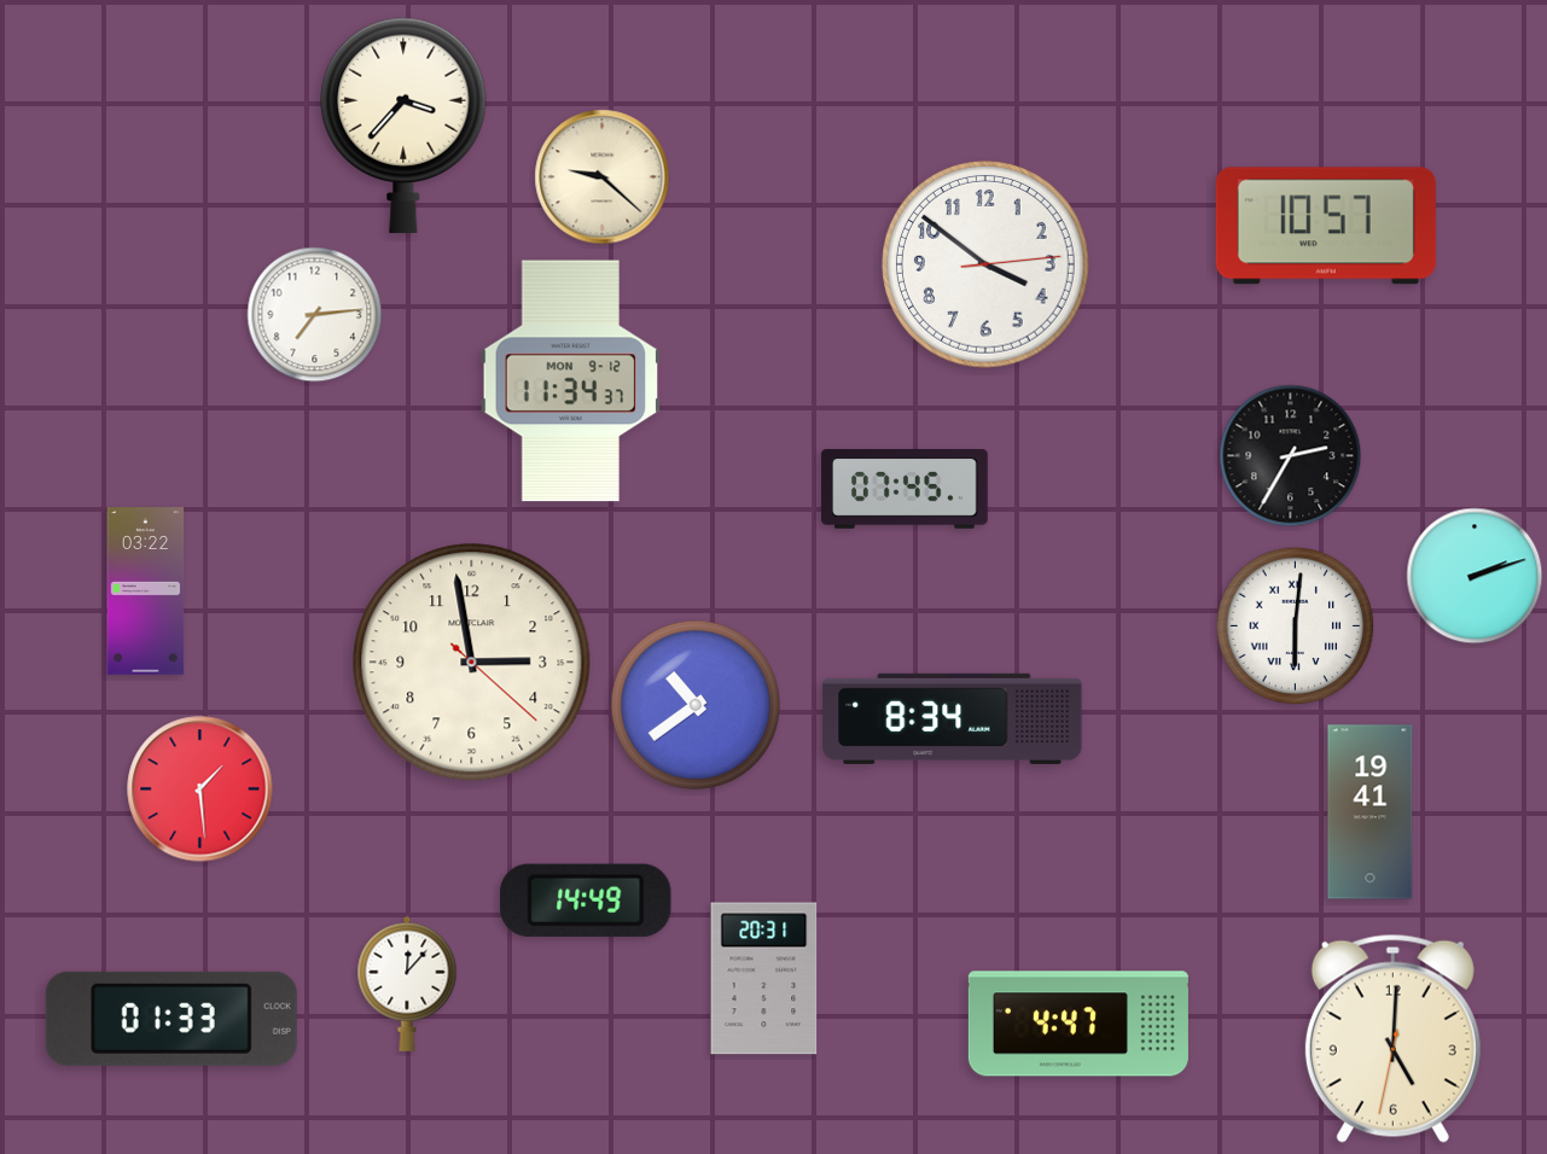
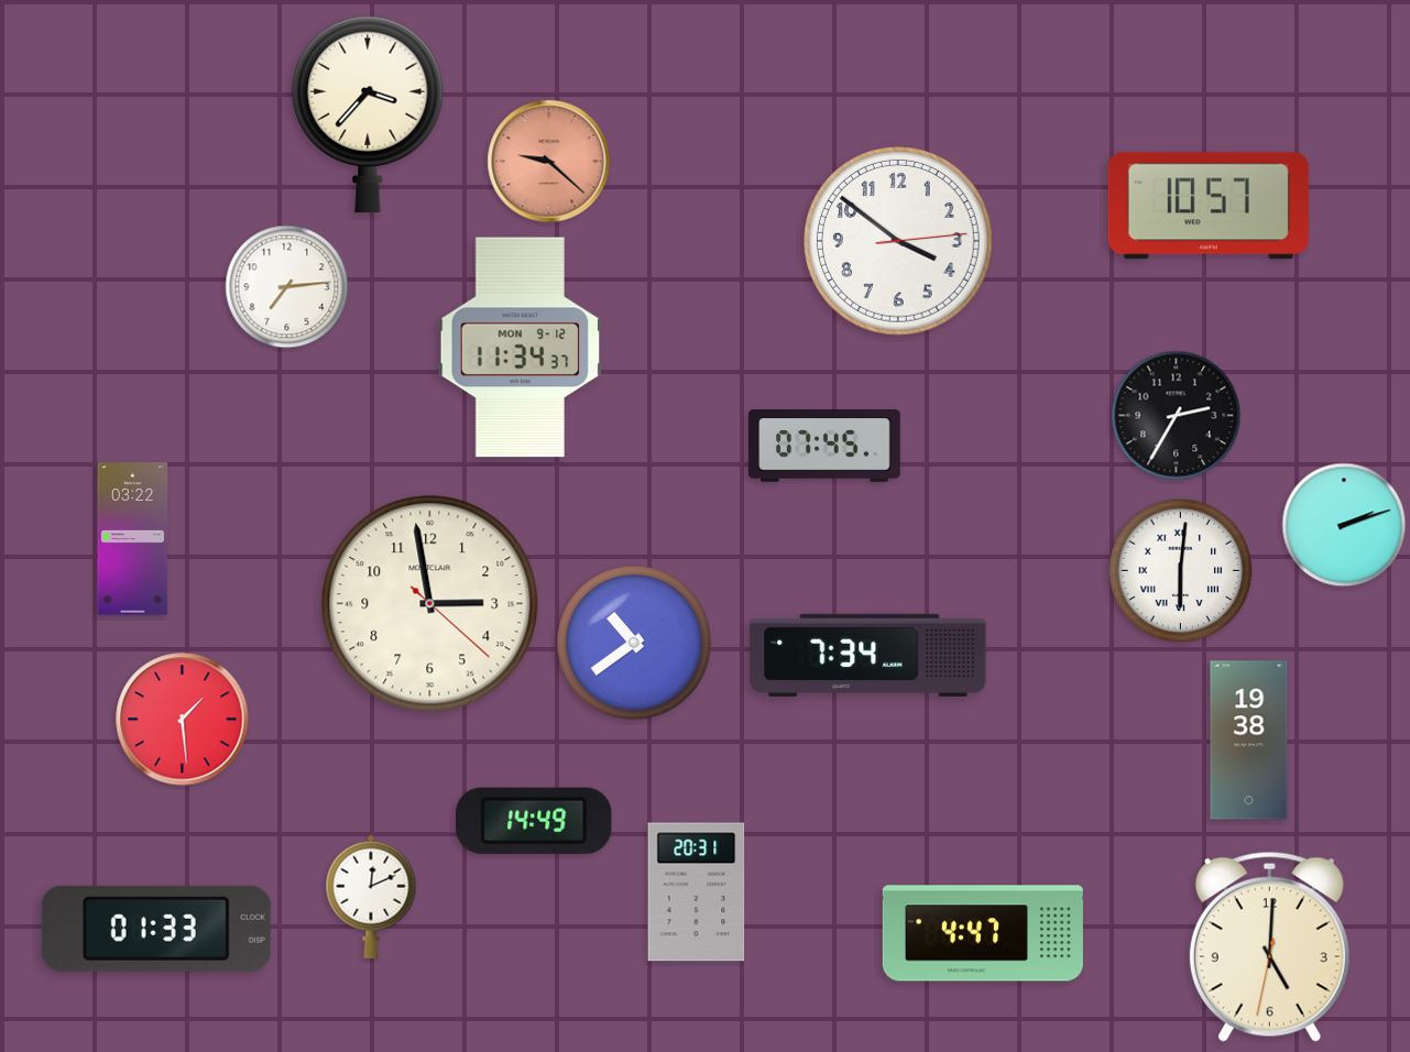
clock at (603, 177) dial: cream -> salmon
clock at (953, 718): 8:34 -> 7:34
clock at (1371, 812): 19:41 -> 19:38
clock at (407, 984): 12:07 -> 12:11
